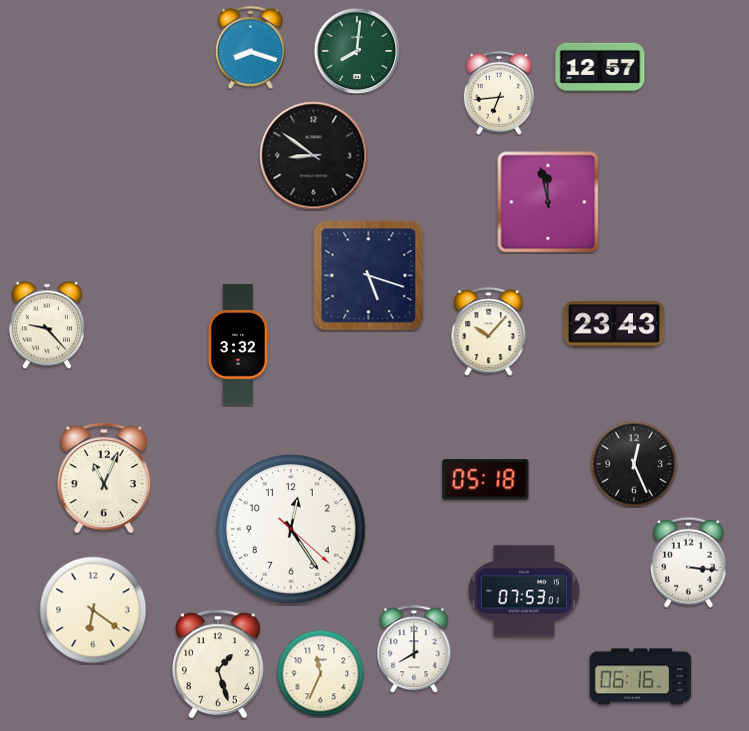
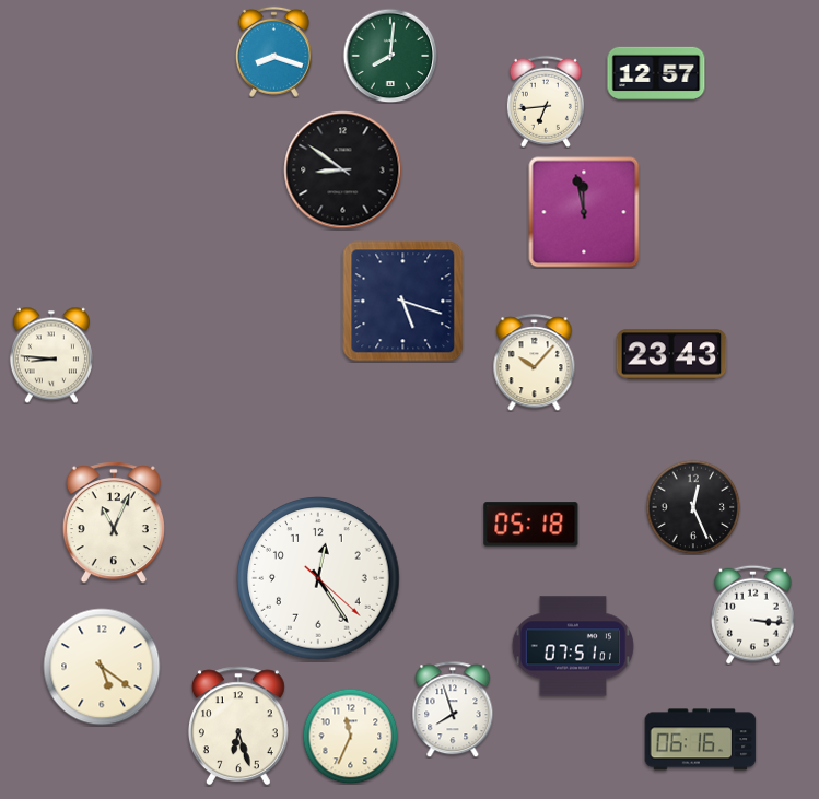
clock at (548, 202) position: (548, 202) -> (584, 212)
clock at (47, 325): 9:23 -> 8:46
clock at (239, 345): 3:32 -> none
clock at (524, 591): 07:53 -> 07:51
clock at (93, 610): 6:21 -> 5:21
clock at (414, 649): 8:00 -> 7:57
clock at (218, 664): 1:27 -> 6:27
